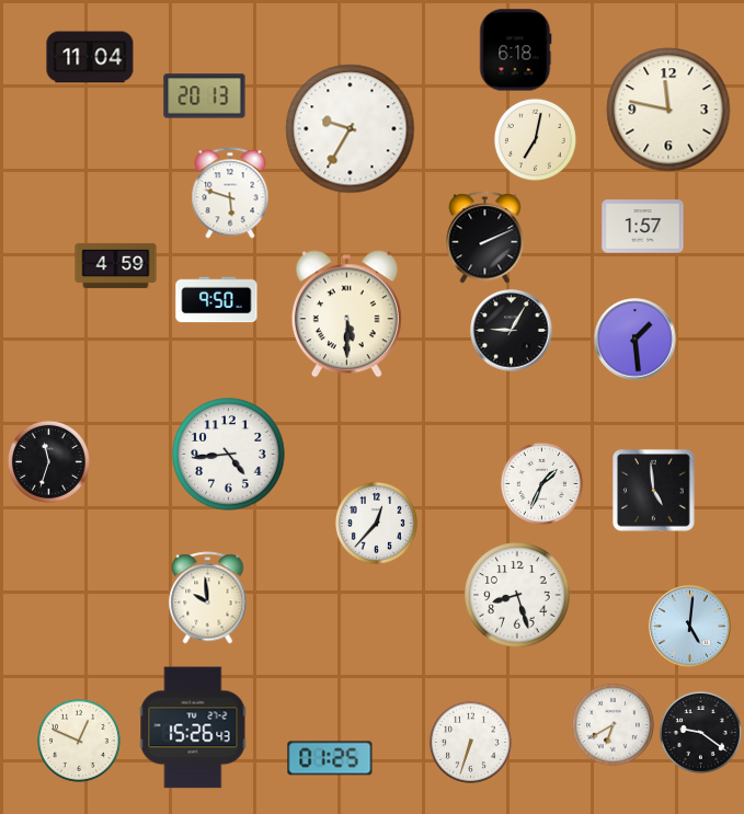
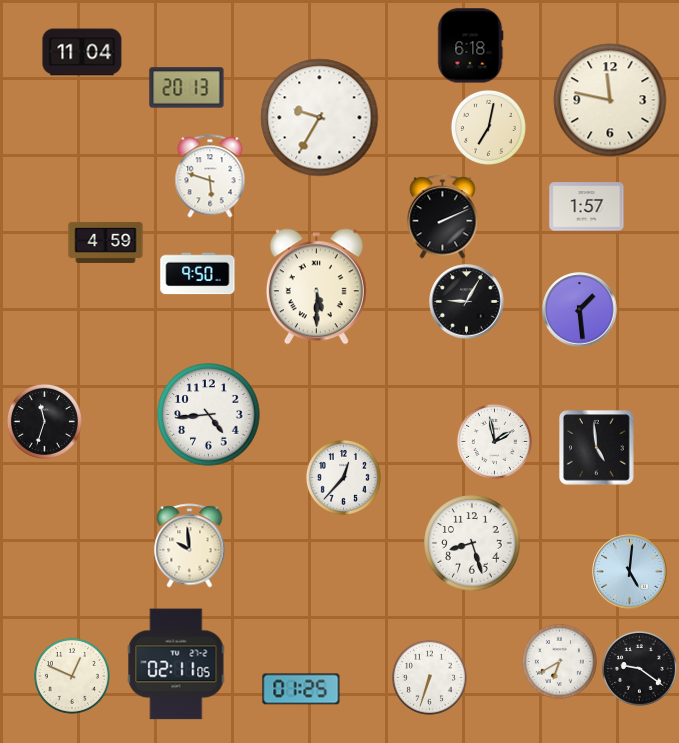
clock at (541, 483): 1:34 -> 1:58
clock at (193, 727): 15:26 -> 02:11
clock at (330, 758) position: (330, 758) -> (301, 689)
